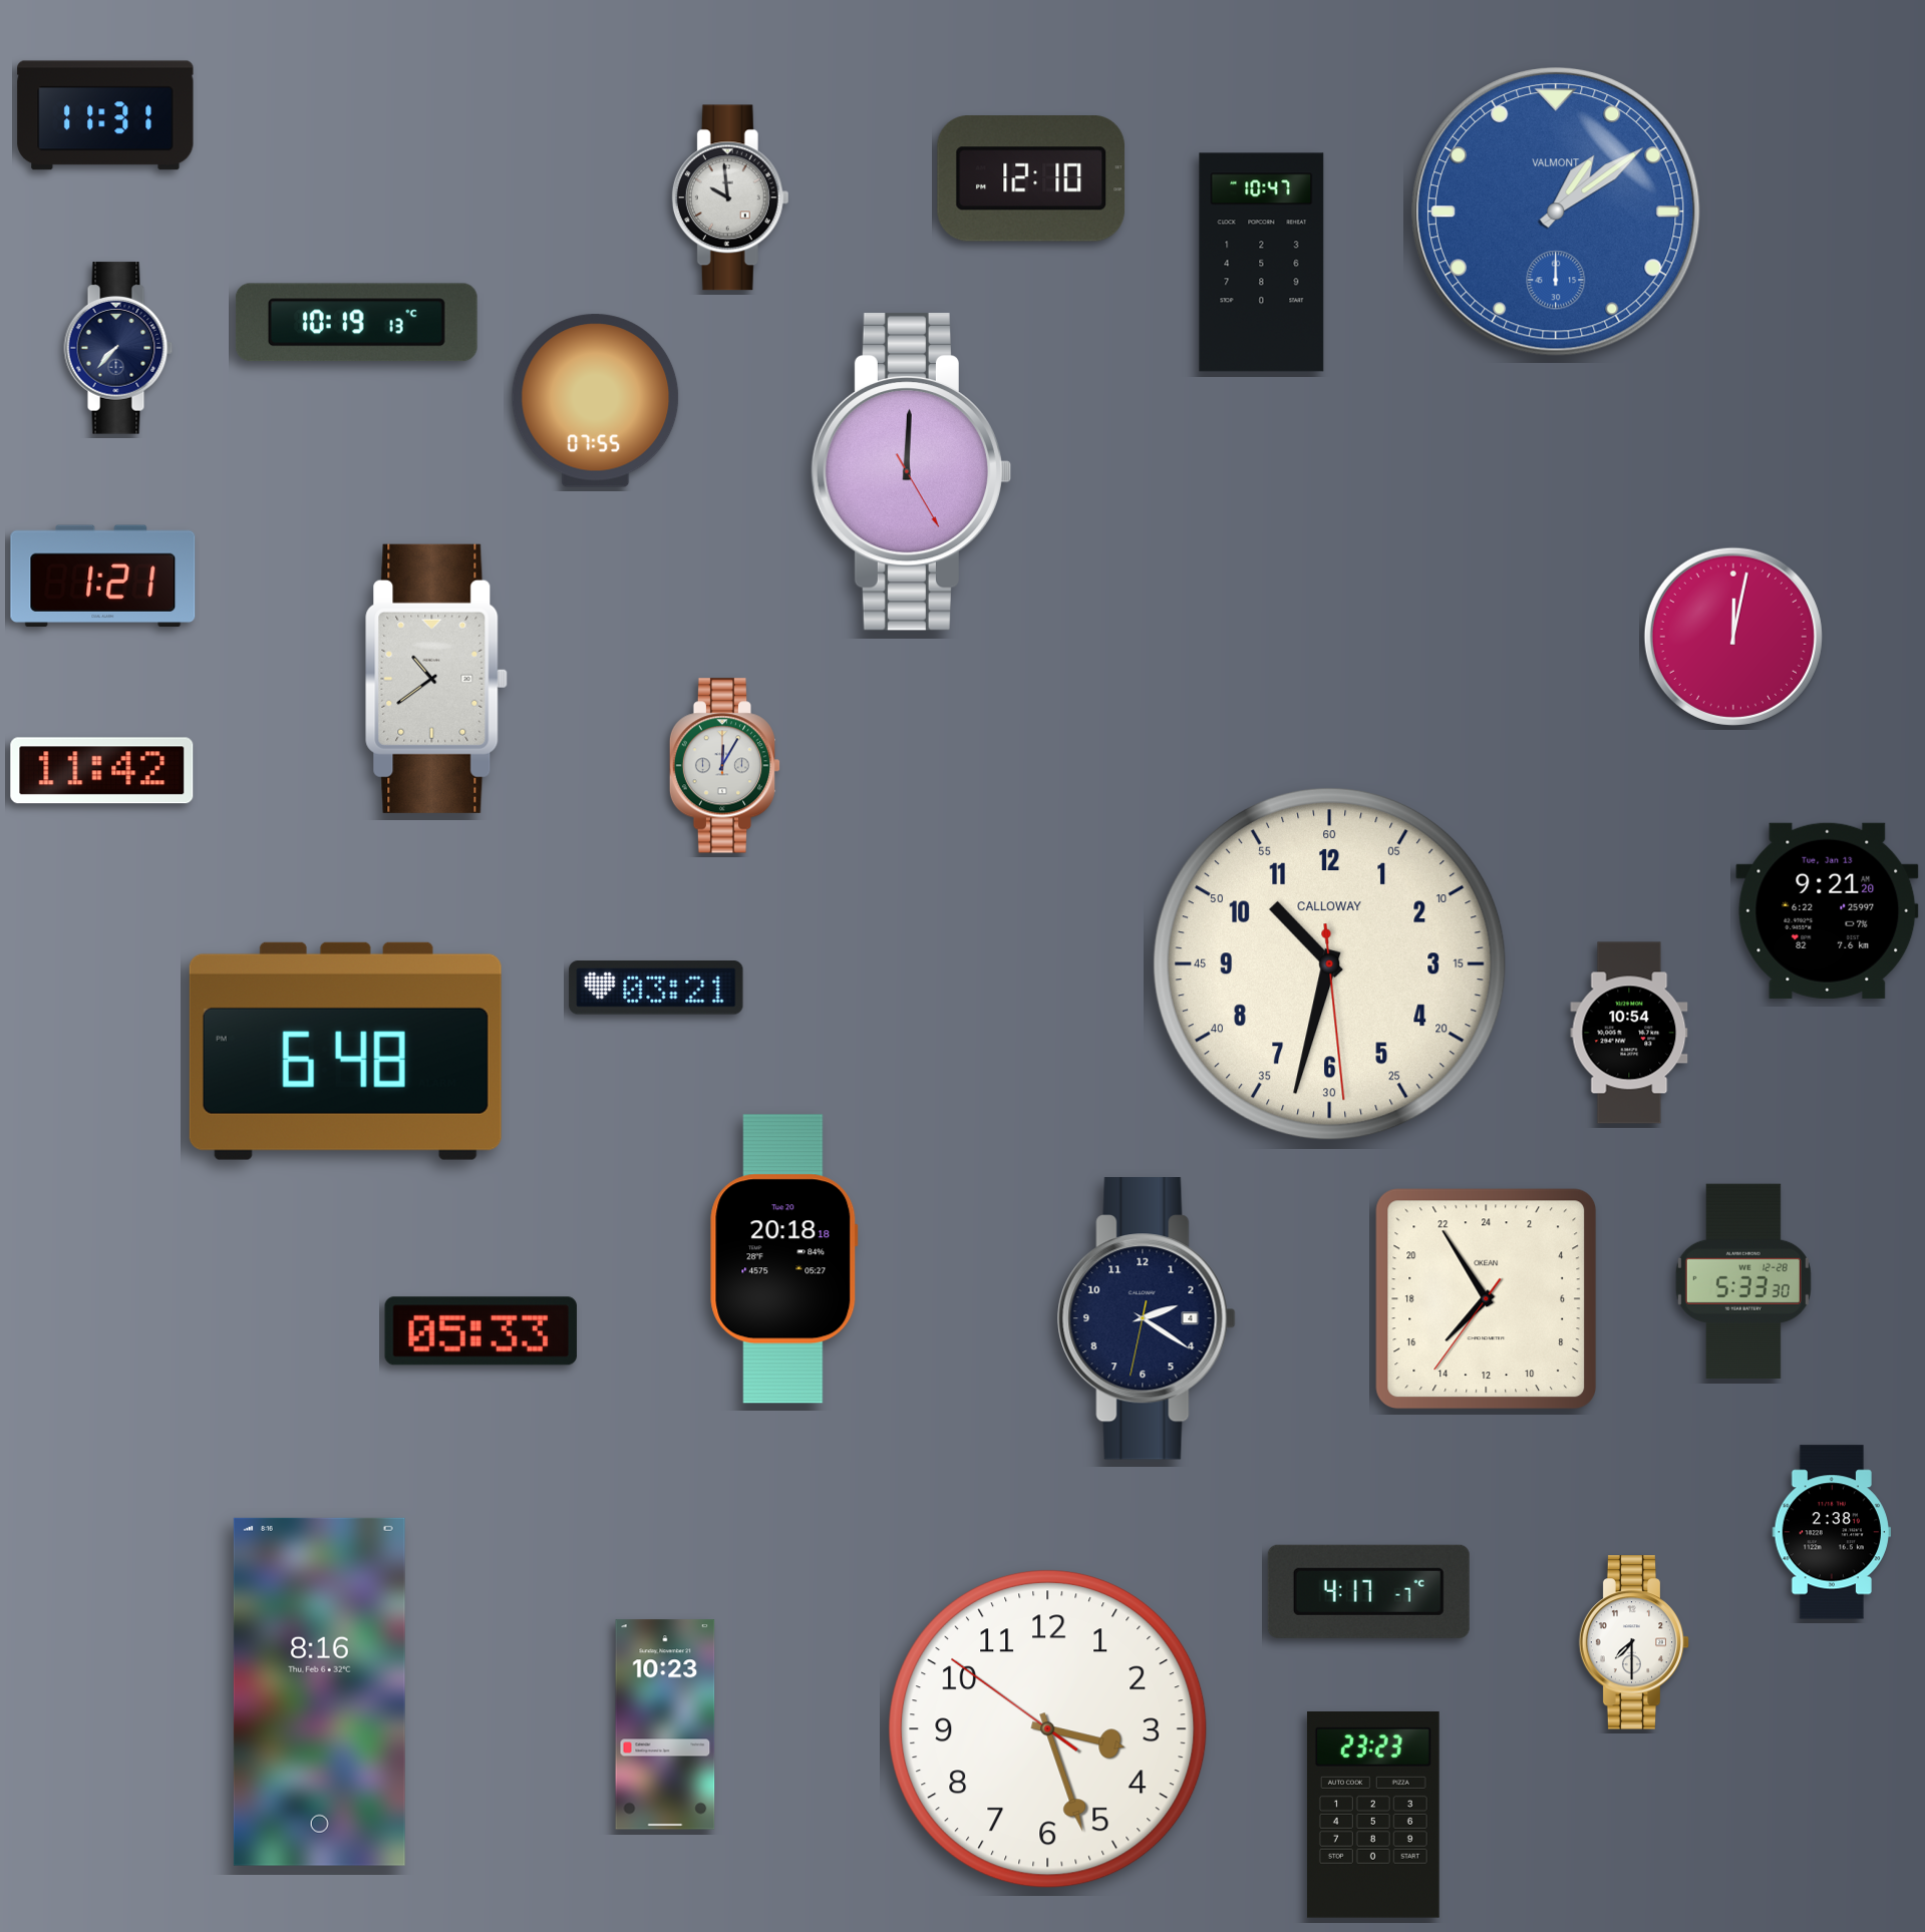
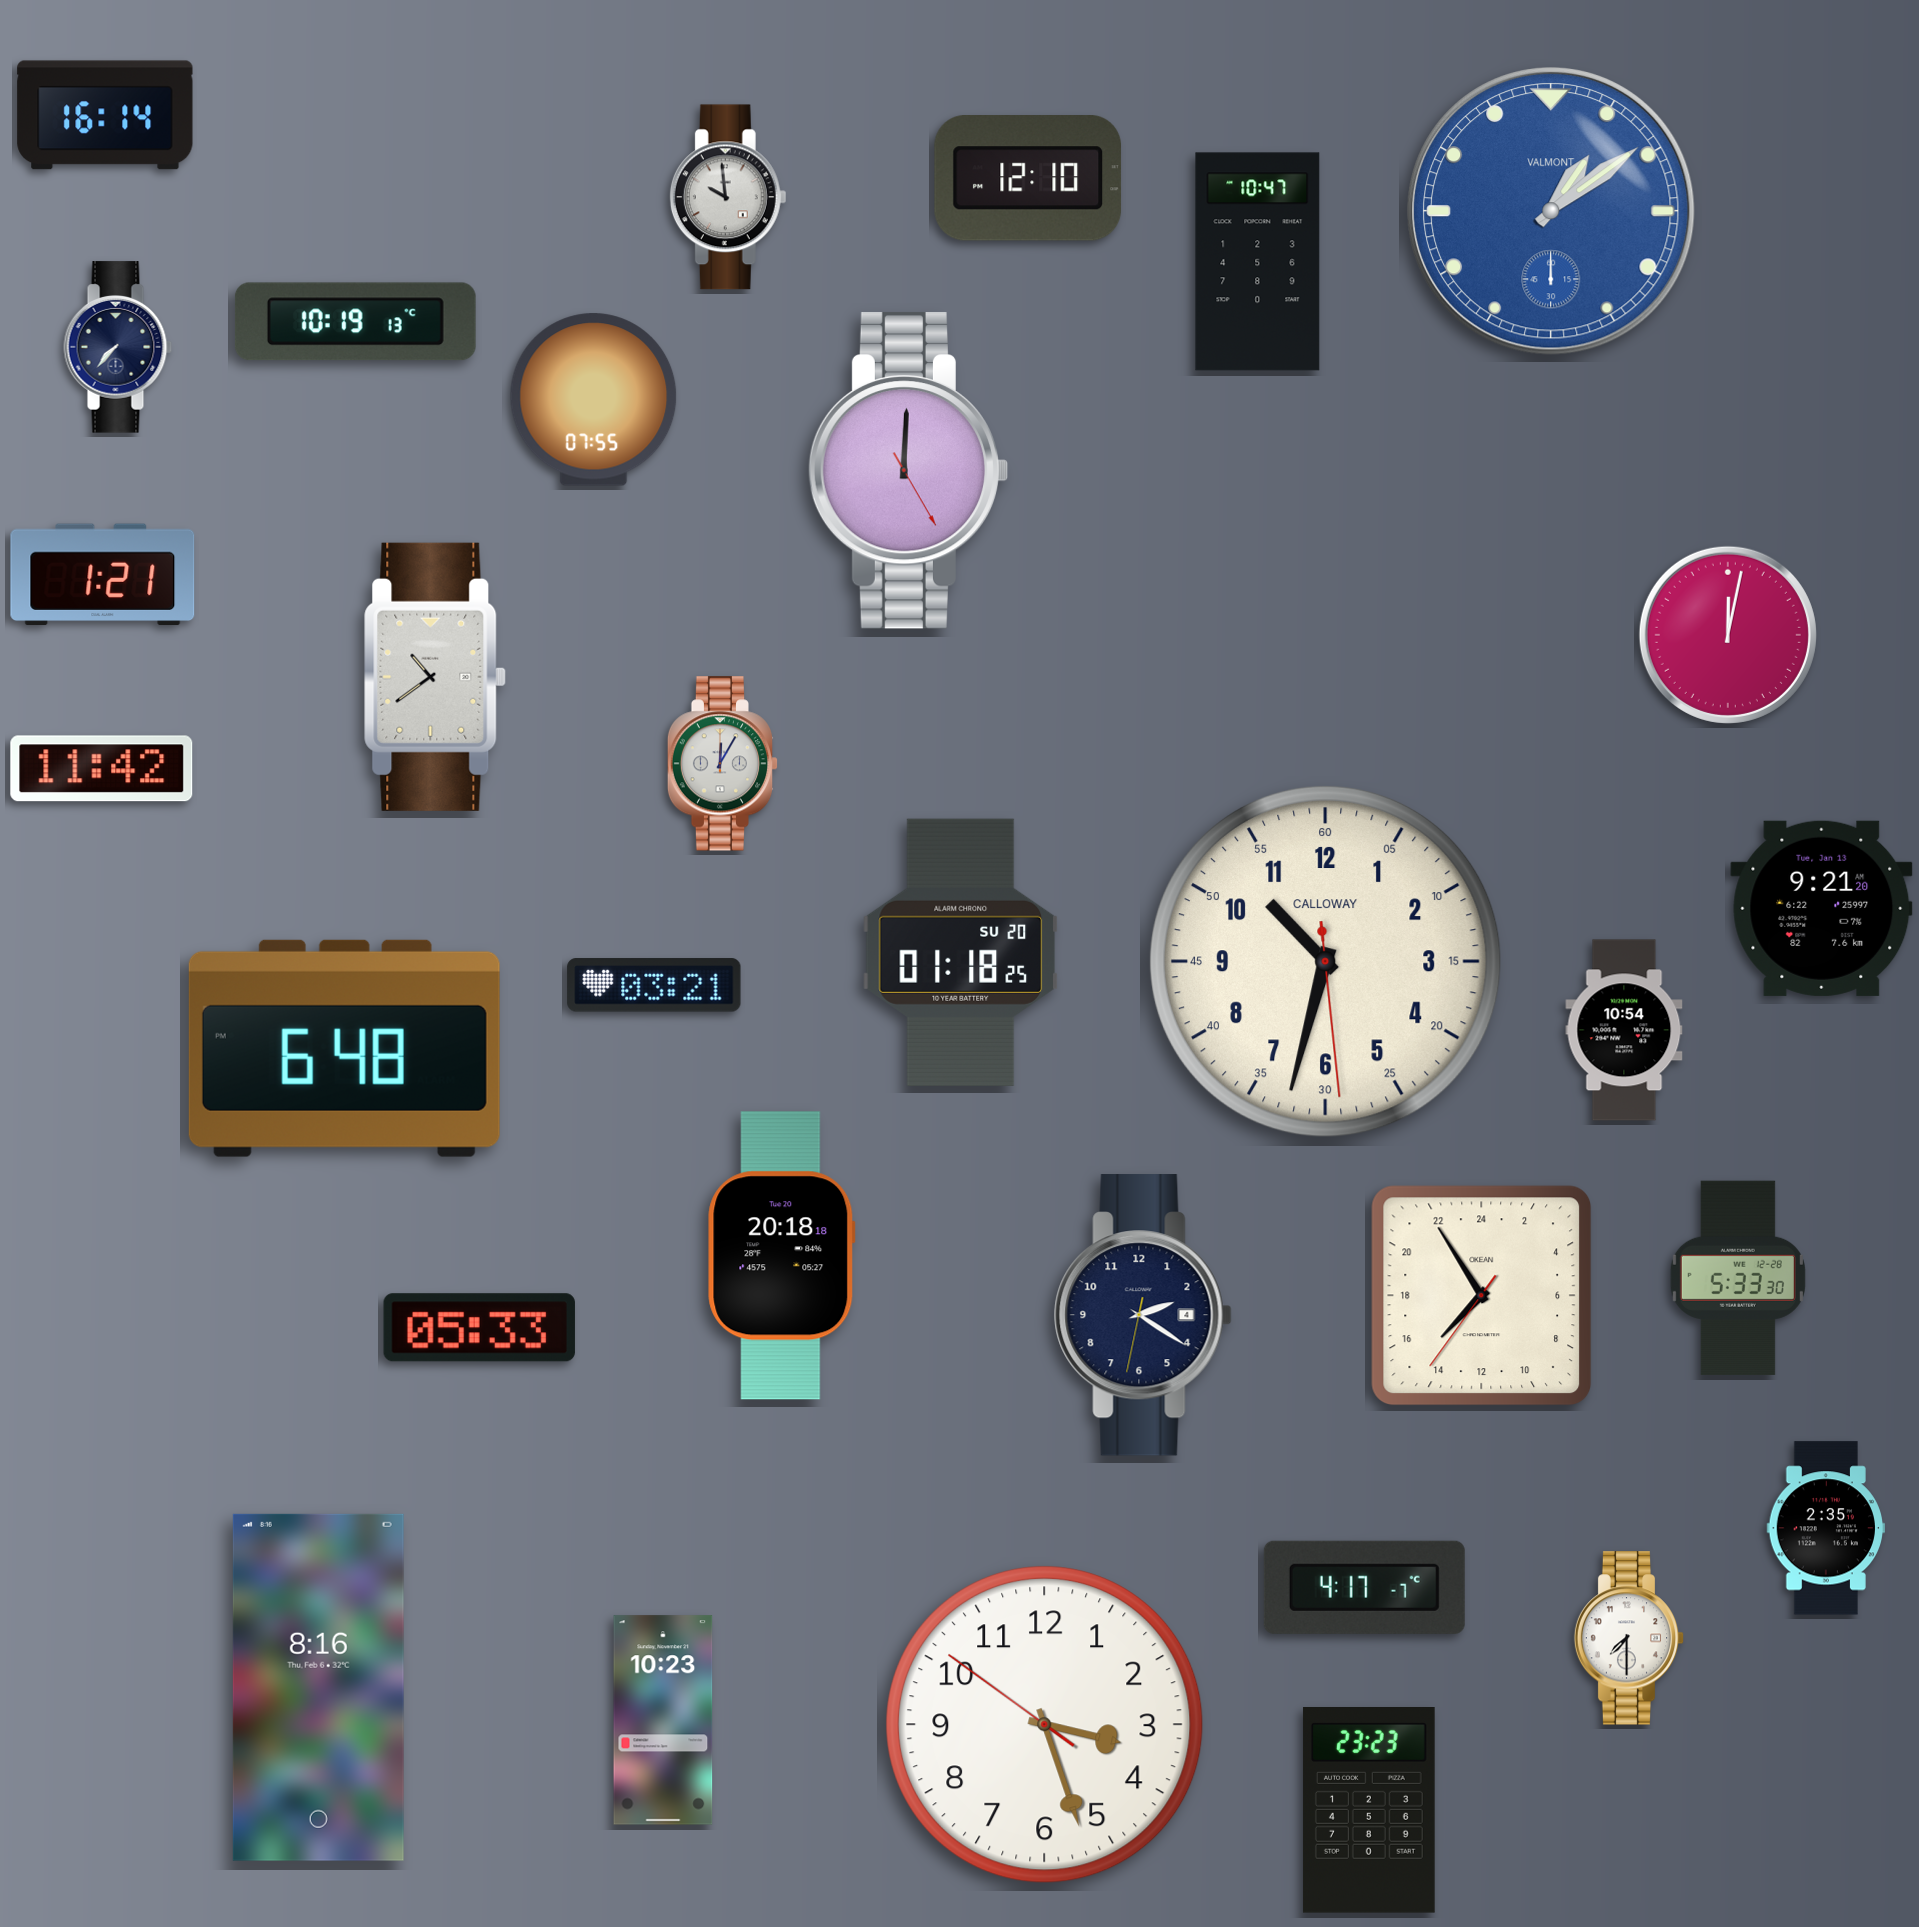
clock at (105, 115): 11:31 -> 16:14
clock at (961, 952): none -> 01:18
clock at (1831, 1532): 2:38 -> 2:35
